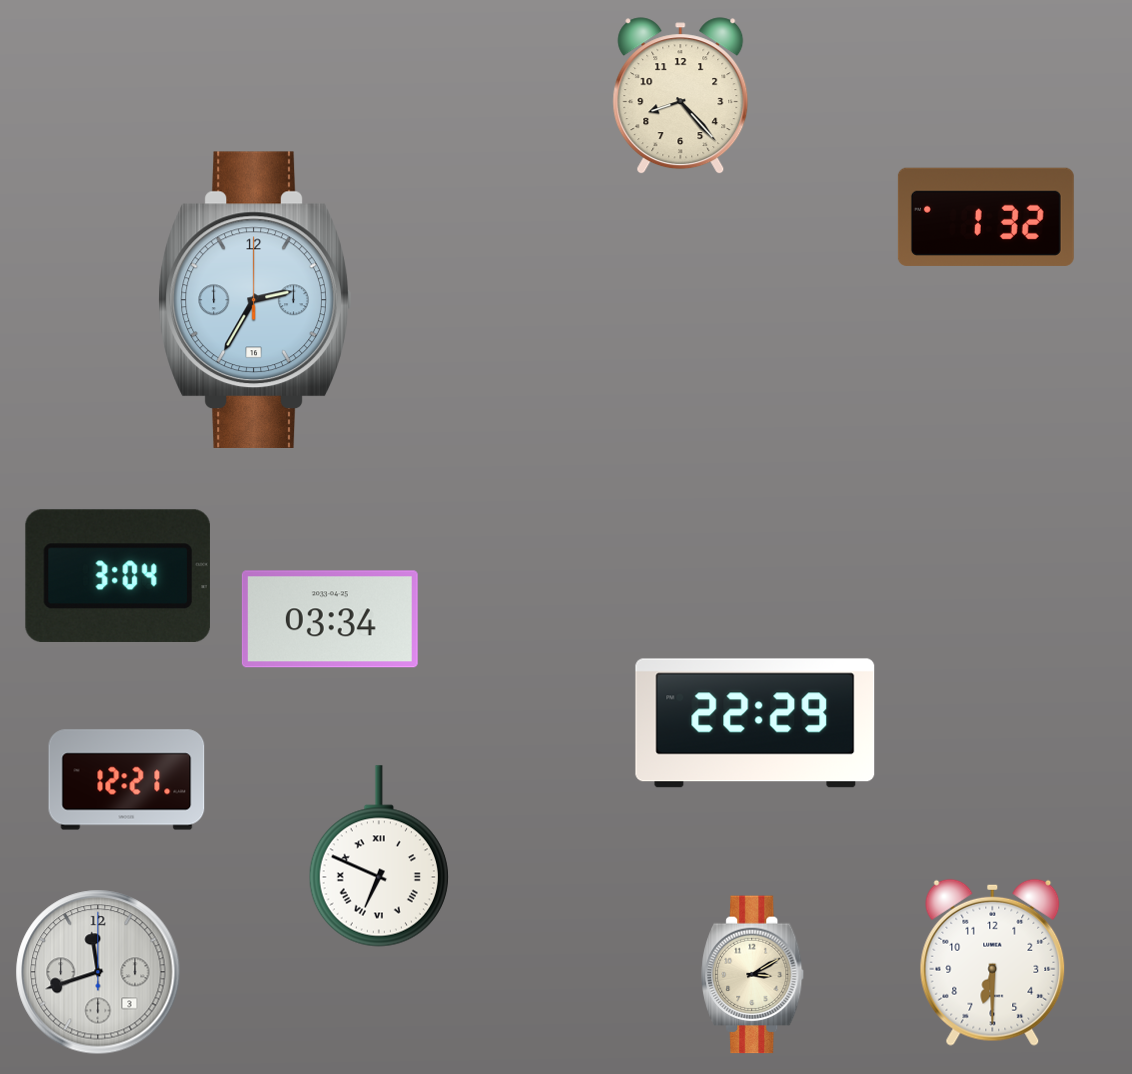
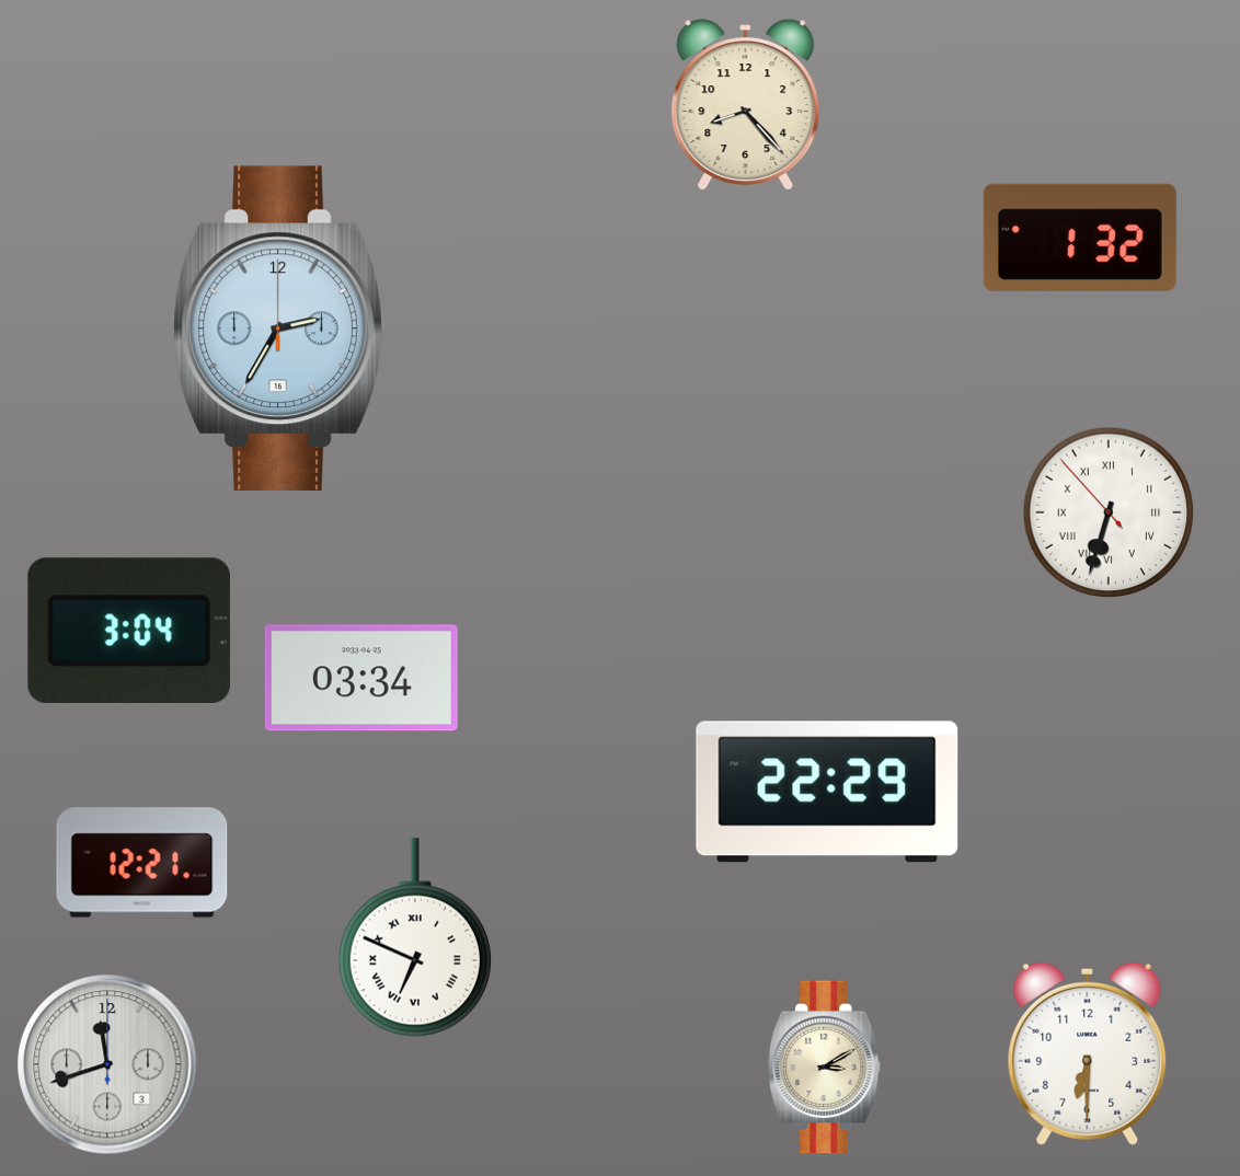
clock at (1109, 512): none -> 6:32
clock at (127, 780) position: (127, 780) -> (142, 863)
